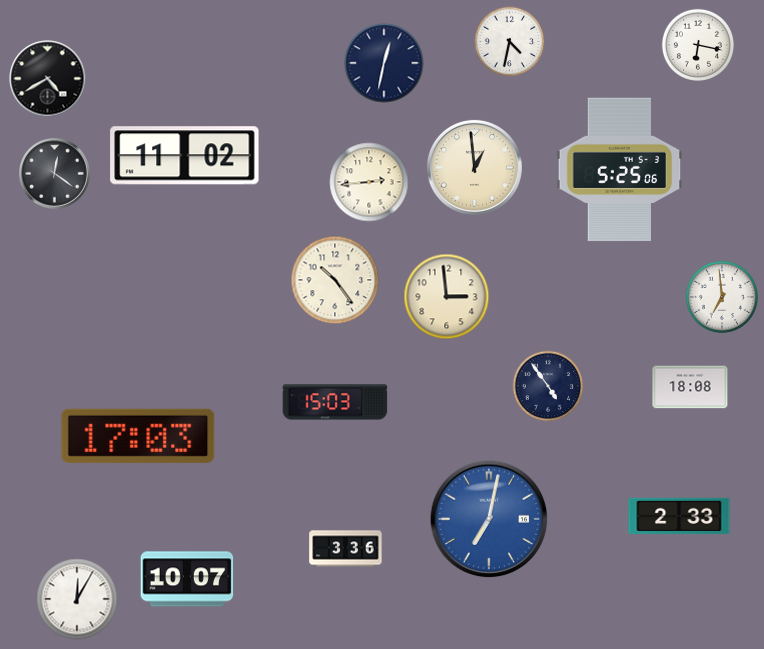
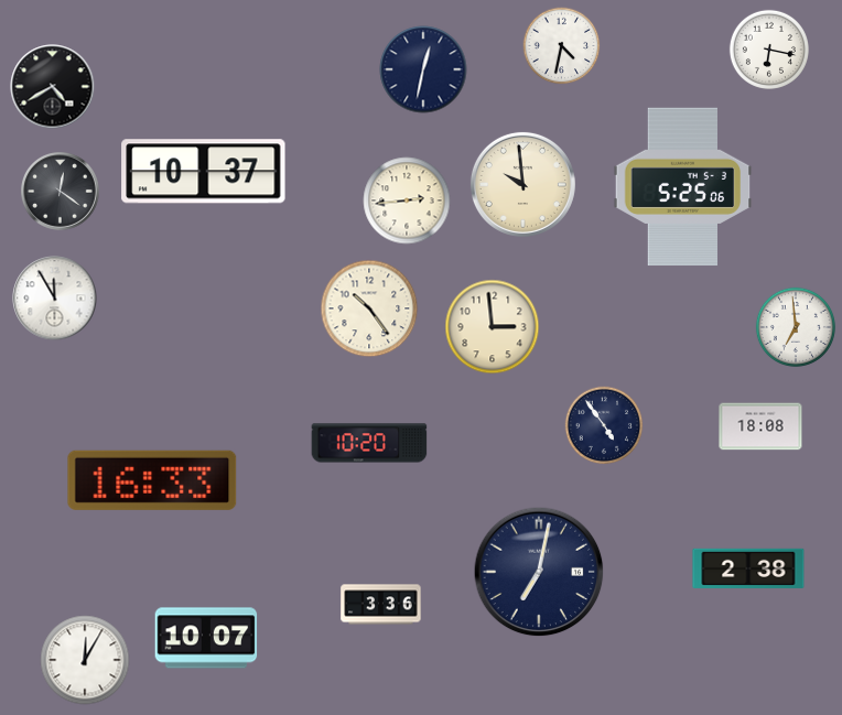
clock at (185, 156): 11:02 -> 10:37
clock at (474, 167): 12:59 -> 9:59
clock at (55, 299): none -> 11:55
clock at (335, 402): 15:03 -> 10:20
clock at (138, 436): 17:03 -> 16:33
clock at (679, 516): 2:33 -> 2:38
clock at (489, 519) dial: blue -> navy
